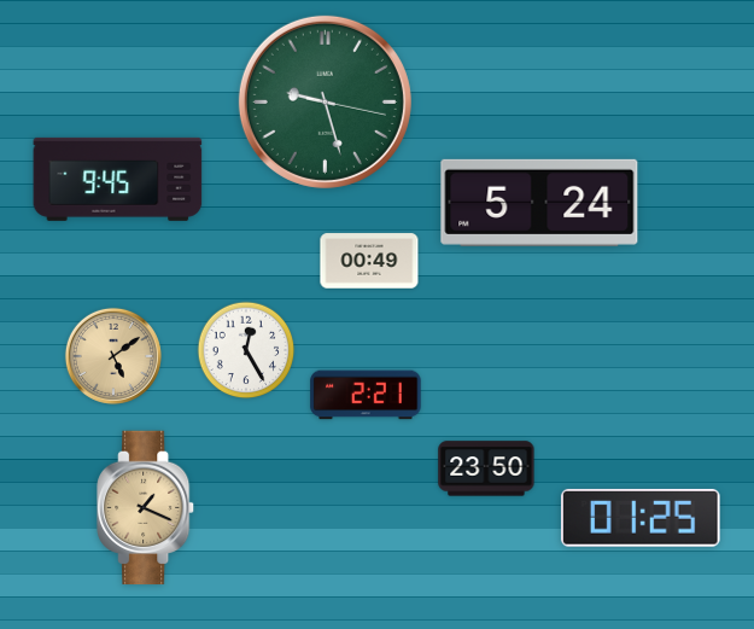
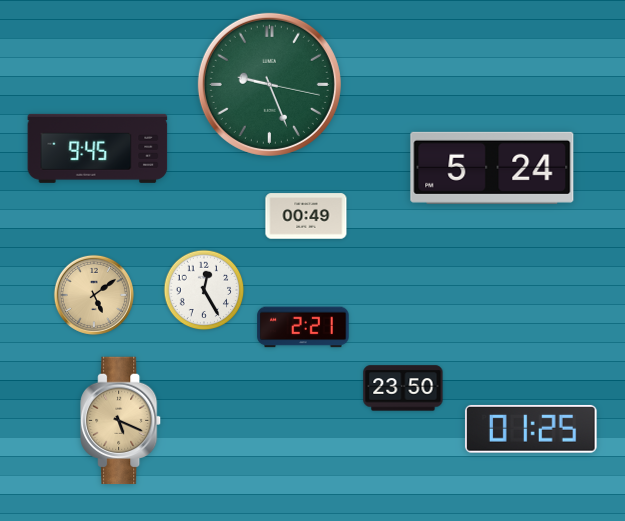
clock at (325, 101): 9:27 -> 9:26
clock at (539, 203) position: (539, 203) -> (492, 168)
clock at (146, 508): 1:19 -> 5:19
